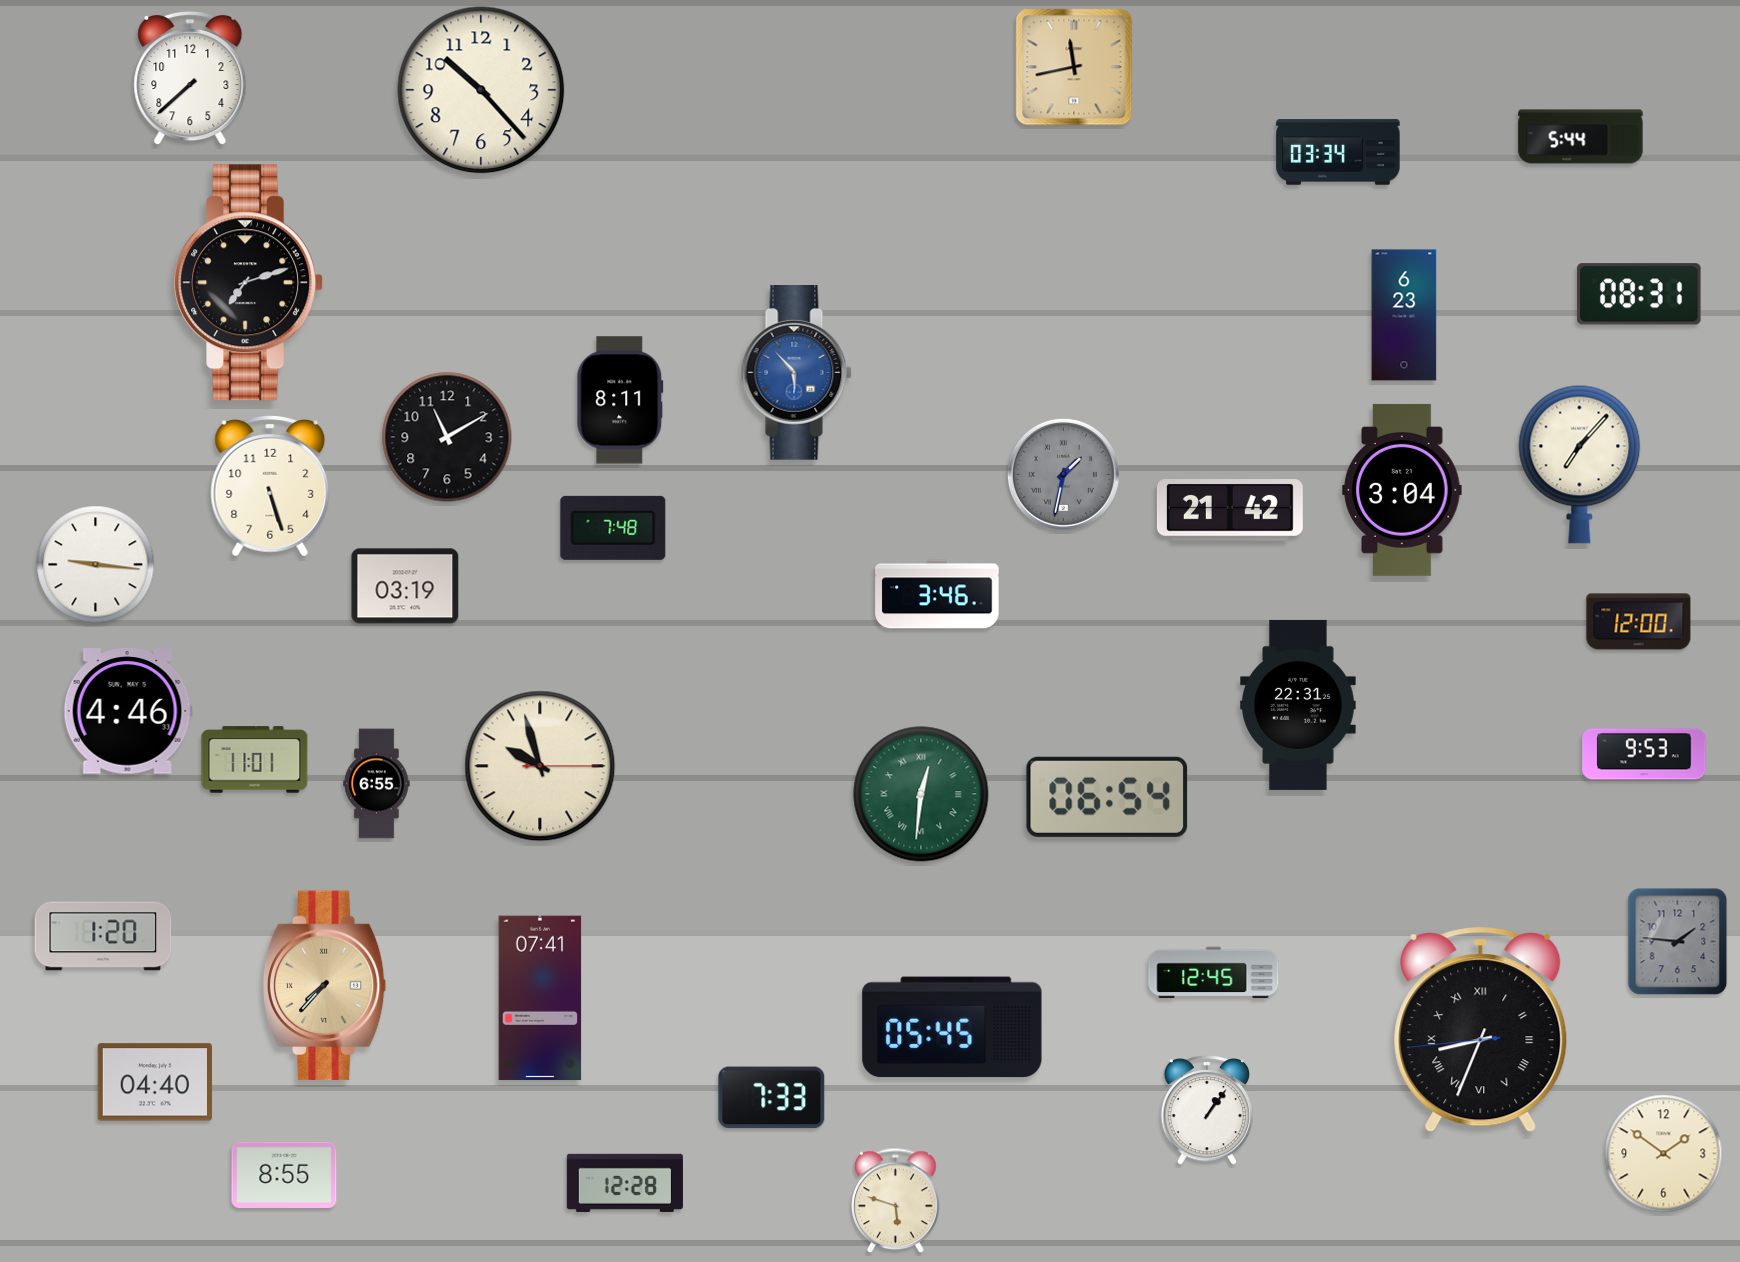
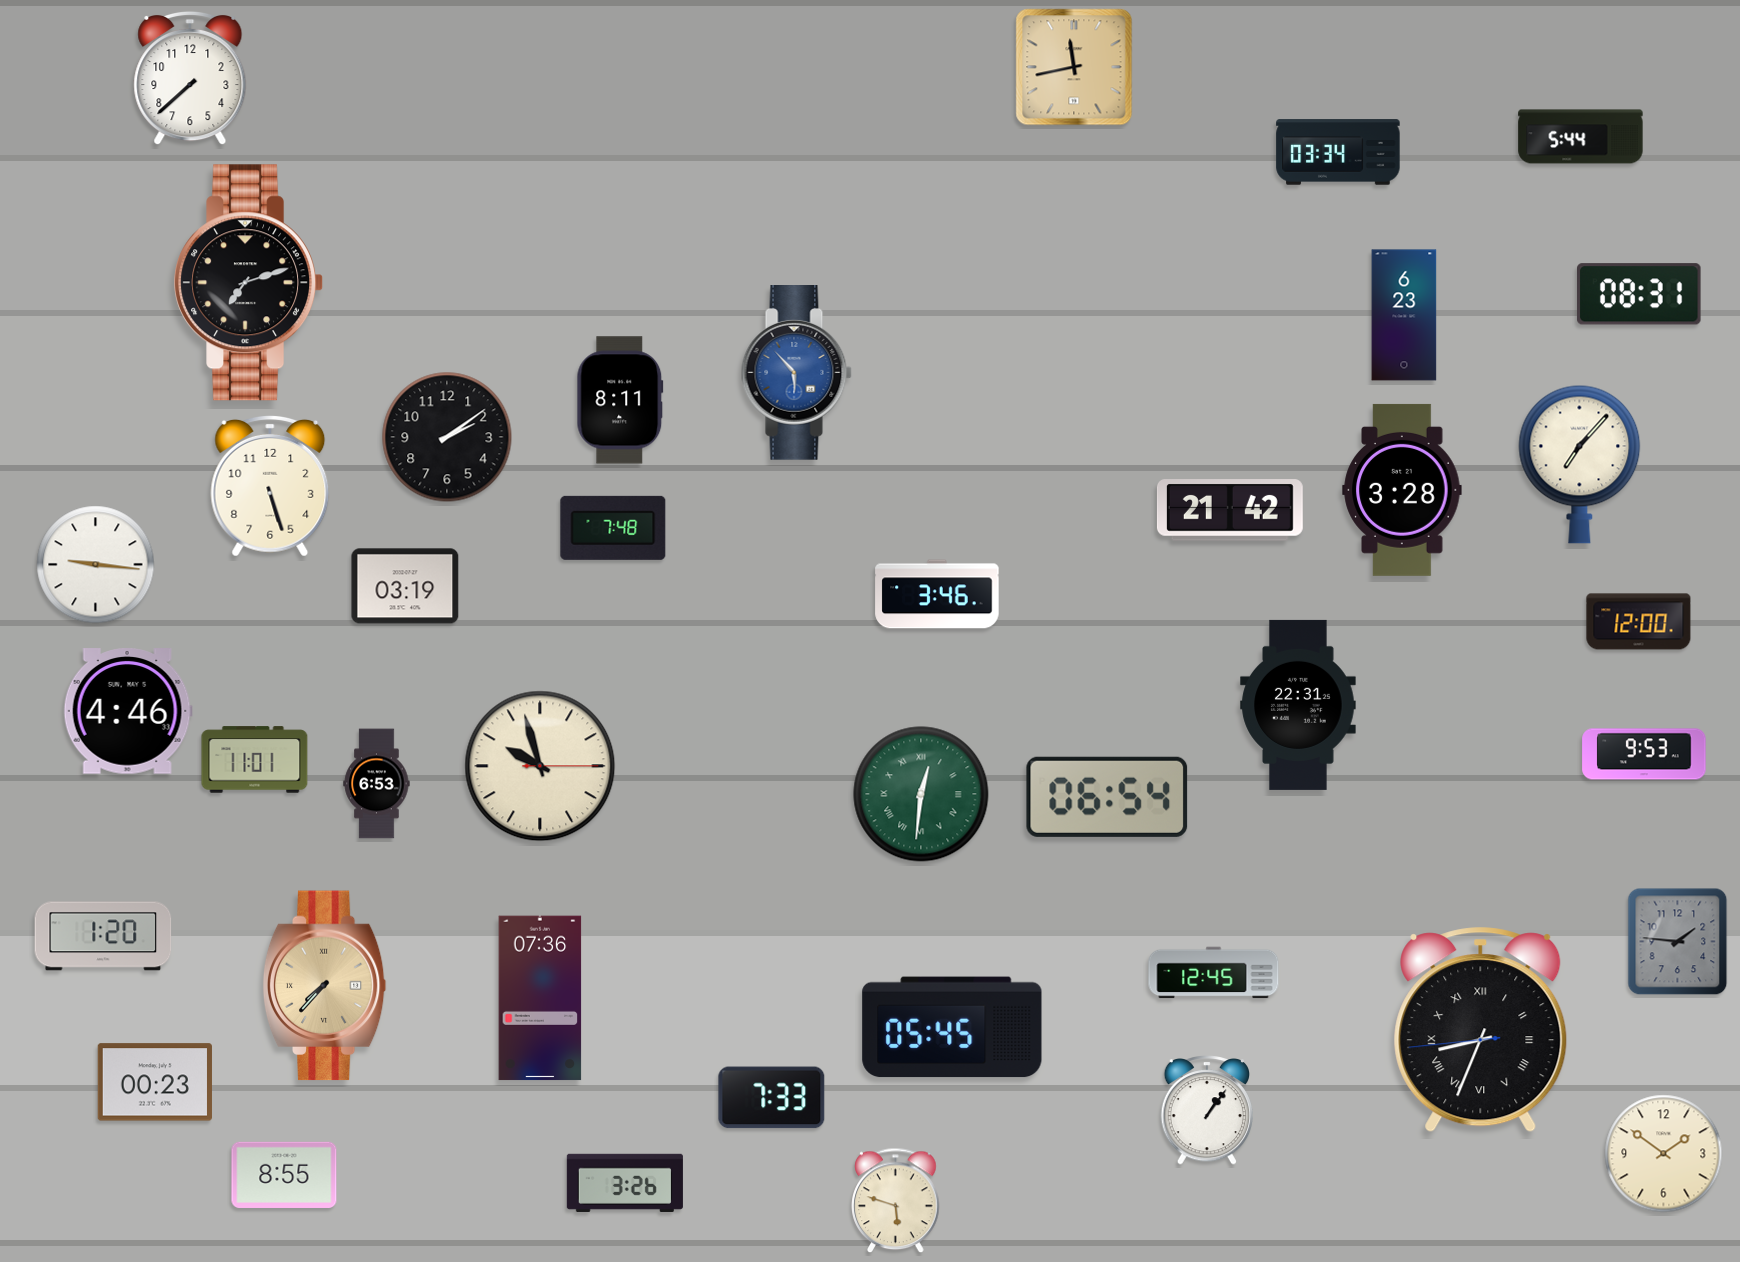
clock at (481, 90): 10:23 -> none
clock at (447, 437): 11:10 -> 2:09
clock at (1063, 474): 1:32 -> none
clock at (1402, 490): 3:04 -> 3:28
clock at (377, 784): 6:55 -> 6:53
clock at (540, 998): 07:41 -> 07:36
clock at (155, 1082): 04:40 -> 00:23
clock at (625, 1183): 12:28 -> 3:26
